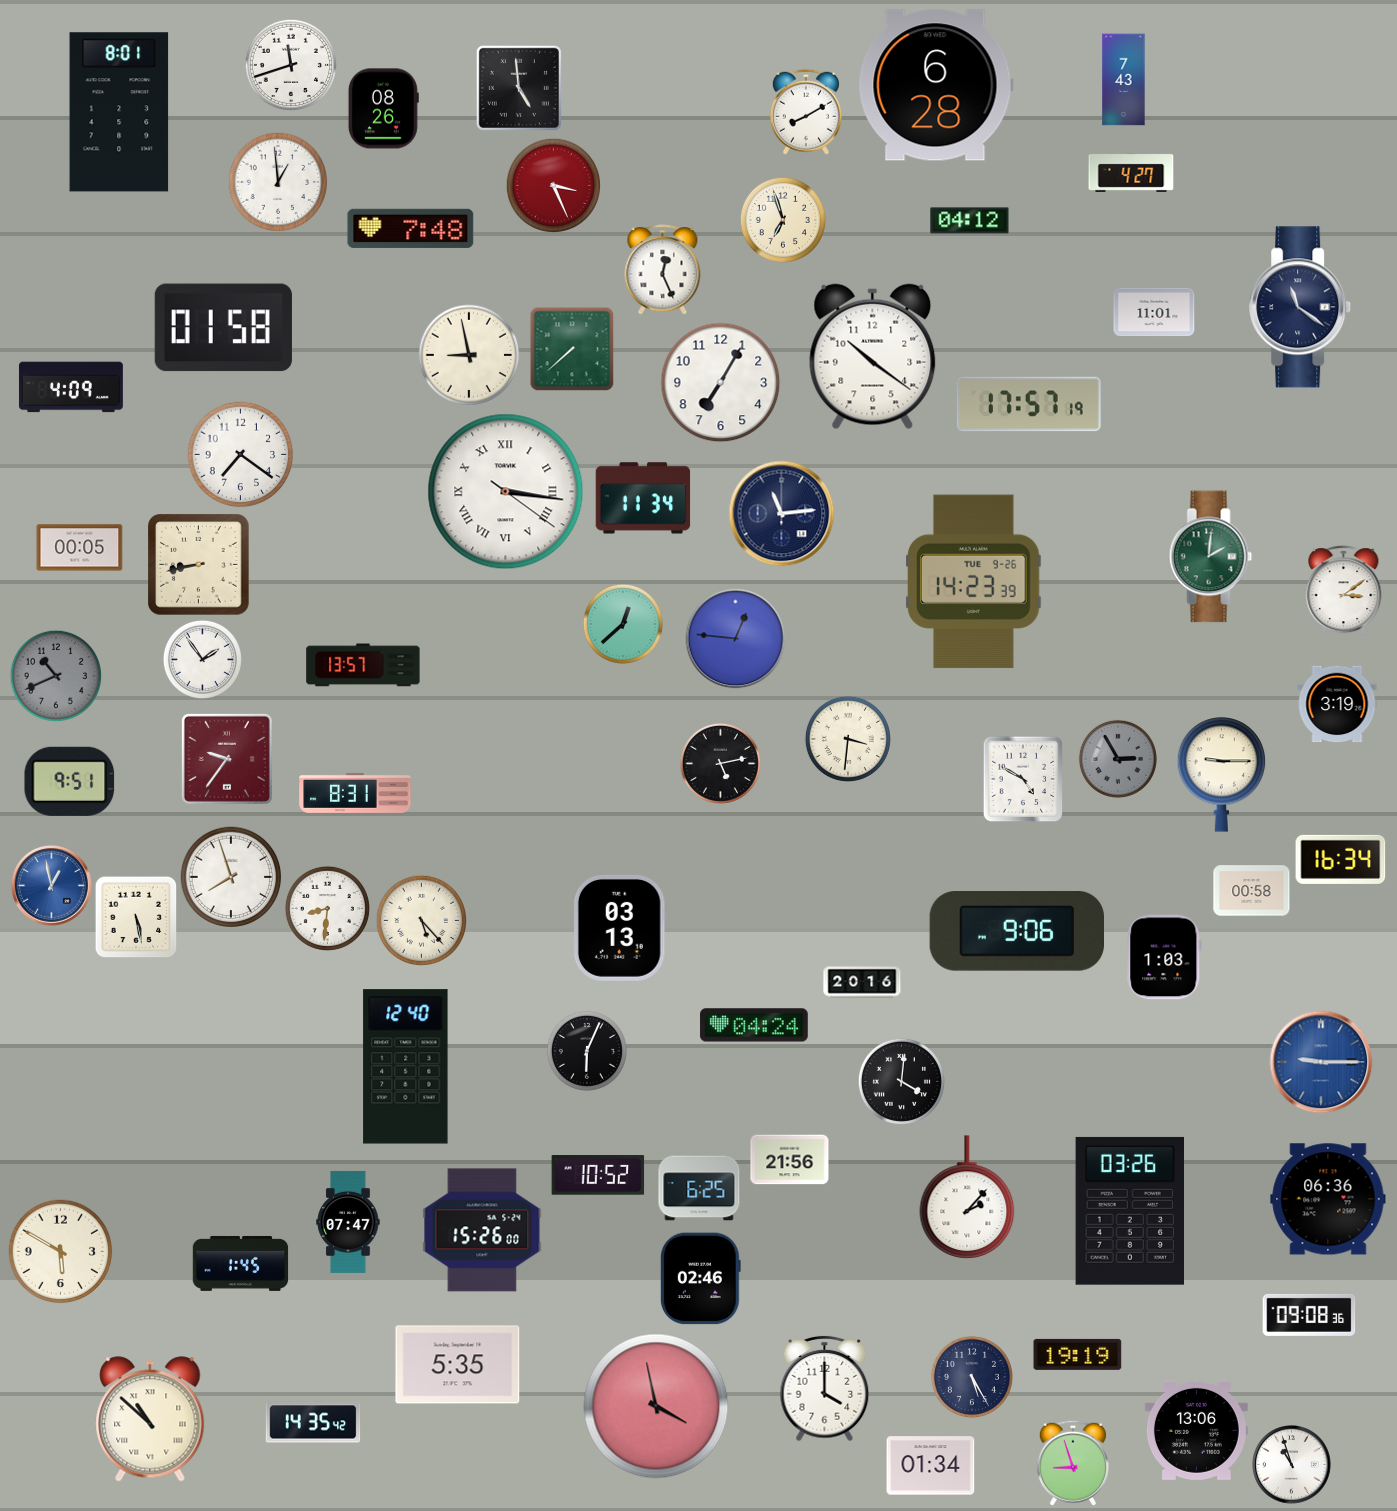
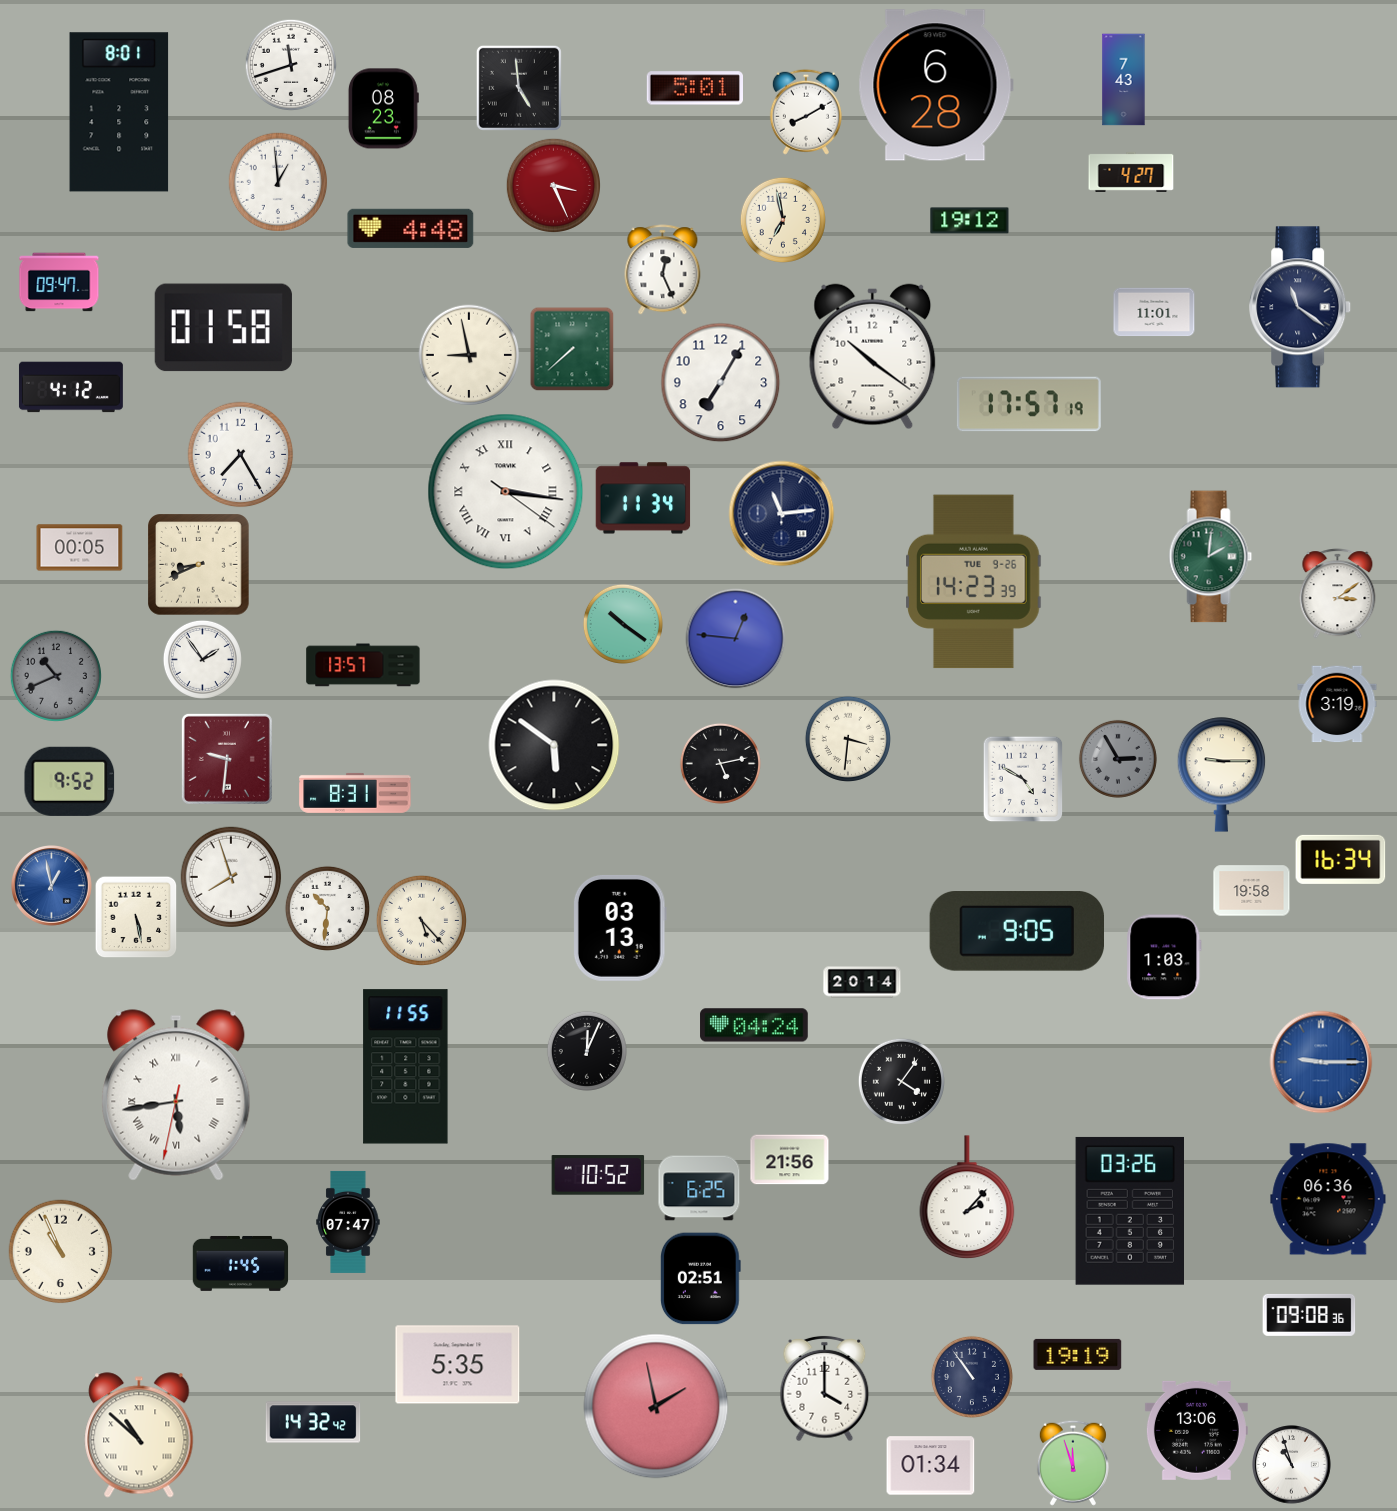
clock at (694, 88): none -> 5:01
clock at (383, 109): 08:26 -> 08:23
clock at (783, 220): 6:57 -> 6:58
clock at (970, 221): 04:12 -> 19:12
clock at (411, 228): 7:48 -> 4:48
clock at (59, 282): none -> 09:47
clock at (71, 387): 4:09 -> 4:12
clock at (241, 455): 7:21 -> 7:25
clock at (199, 565): 8:43 -> 8:41
clock at (1344, 591) position: (1344, 591) -> (1338, 594)
clock at (623, 624): 12:38 -> 10:21
clock at (554, 745): none -> 5:51
clock at (227, 759): 9:36 -> 9:31
clock at (70, 781): 9:51 -> 9:52
clock at (1252, 891): 00:58 -> 19:58
clock at (327, 908): 8:31 -> 10:31
clock at (1016, 932): 9:06 -> 9:05
clock at (862, 982): 20:16 -> 20:14
clock at (587, 1051): 6:04 -> 12:04
clock at (406, 1067): 12:40 -> 11:55
clock at (901, 1081): 4:01 -> 4:06
clock at (176, 1095): none -> 5:43
clock at (482, 1230): 15:26 -> none
clock at (61, 1252): 5:50 -> 10:56
clock at (700, 1279): 02:46 -> 02:51
clock at (972, 1377): 5:25 -> 10:54
clock at (656, 1406): 3:58 -> 1:58
clock at (150, 1419) position: (150, 1419) -> (139, 1435)
clock at (313, 1422): 14:35 -> 14:32
clock at (1073, 1463): 8:57 -> 11:57
